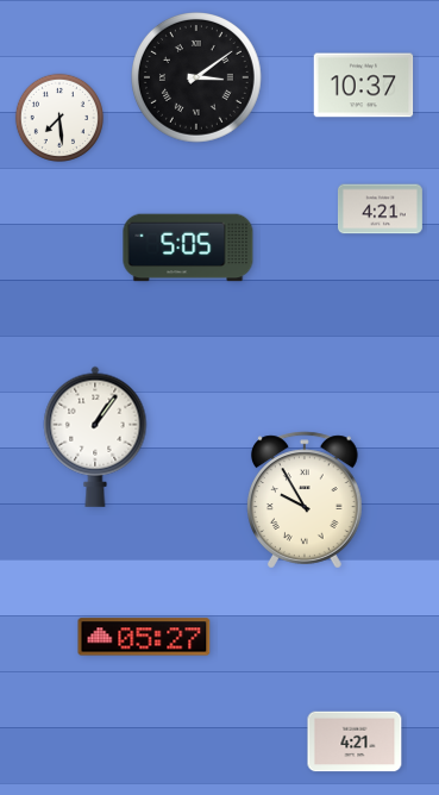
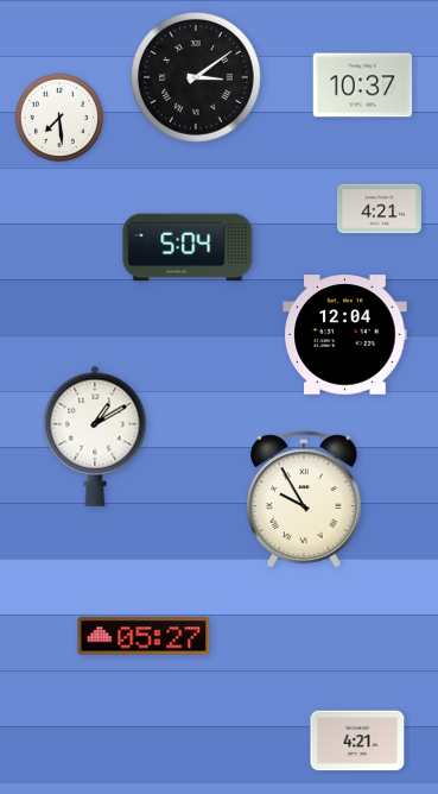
clock at (188, 248): 5:05 -> 5:04
clock at (345, 335): none -> 12:04
clock at (95, 437): 1:06 -> 1:10
clock at (355, 741) position: (355, 741) -> (357, 741)
